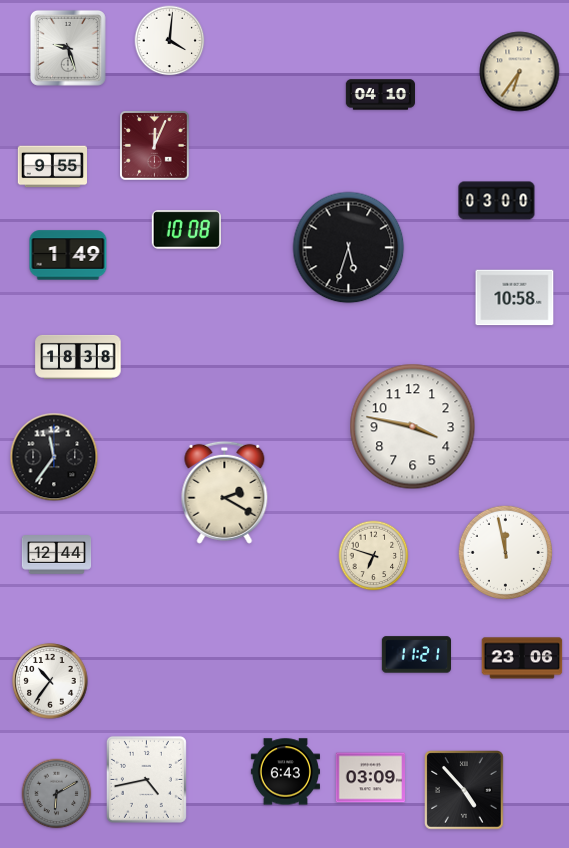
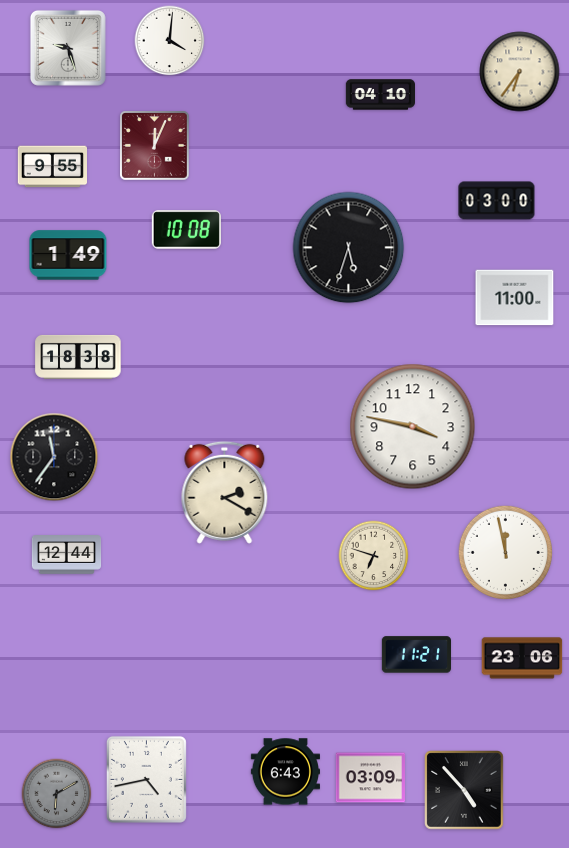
clock at (515, 298): 10:58 -> 11:00
clock at (57, 555) position: (57, 555) -> (67, 555)
clock at (50, 681): 10:36 -> none
